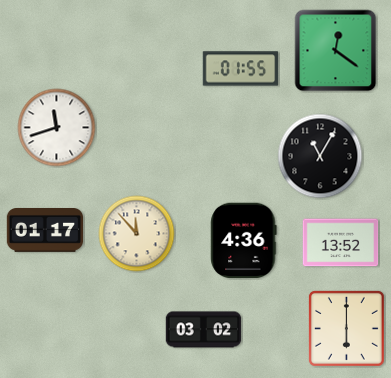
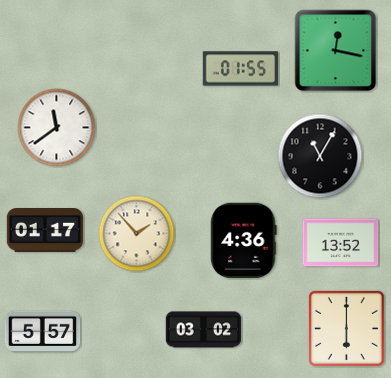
clock at (336, 51): 12:21 -> 12:17
clock at (57, 128): 11:42 -> 11:39
clock at (137, 234): 11:53 -> 1:53
clock at (43, 331): none -> 5:57
